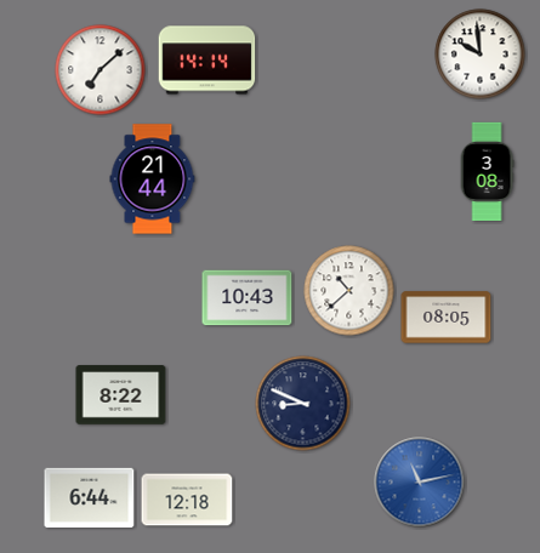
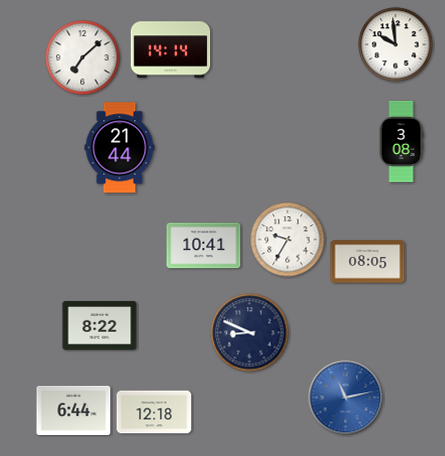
clock at (153, 179) position: (153, 179) -> (120, 148)
clock at (349, 291): 10:38 -> 9:35
clock at (248, 298): 10:43 -> 10:41
